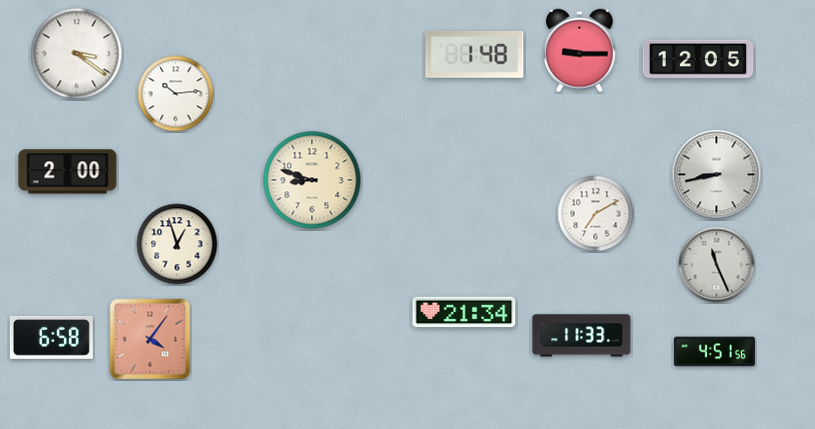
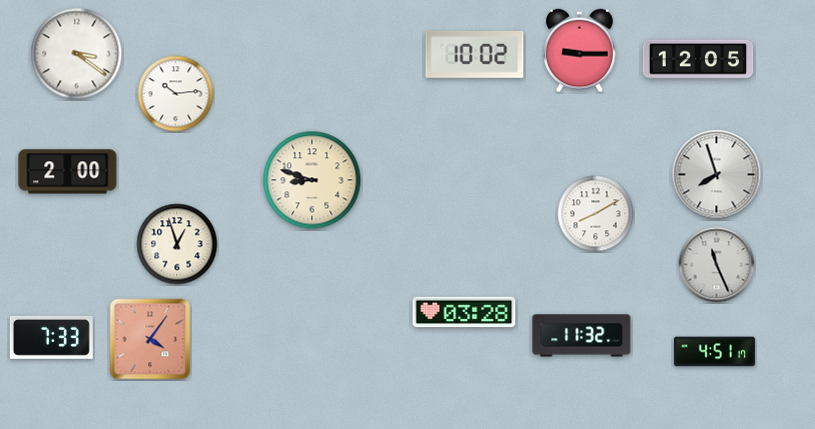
clock at (475, 54): 1:48 -> 10:02
clock at (717, 175): 8:43 -> 7:57
clock at (596, 214): 7:10 -> 8:10
clock at (464, 312): 21:34 -> 03:28
clock at (582, 336): 11:33 -> 11:32
clock at (51, 337): 6:58 -> 7:33
clock at (714, 352): 4:51:56 -> 4:51:17
